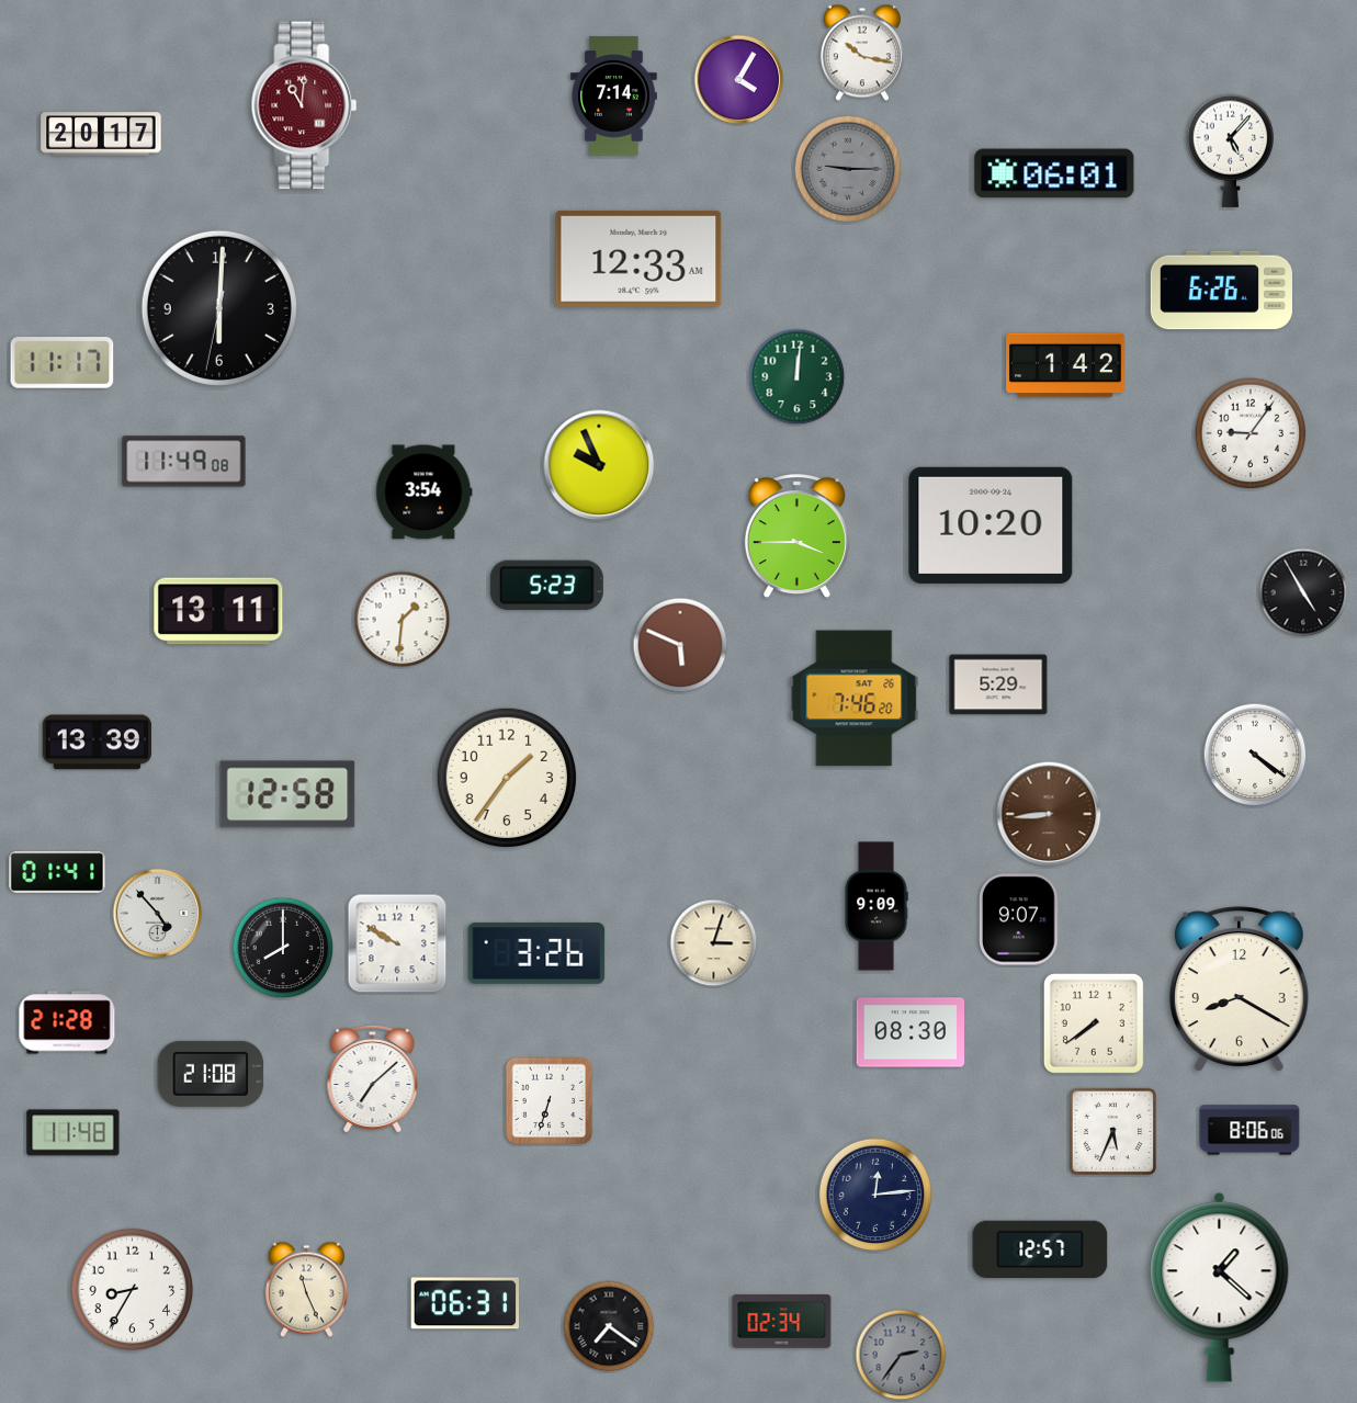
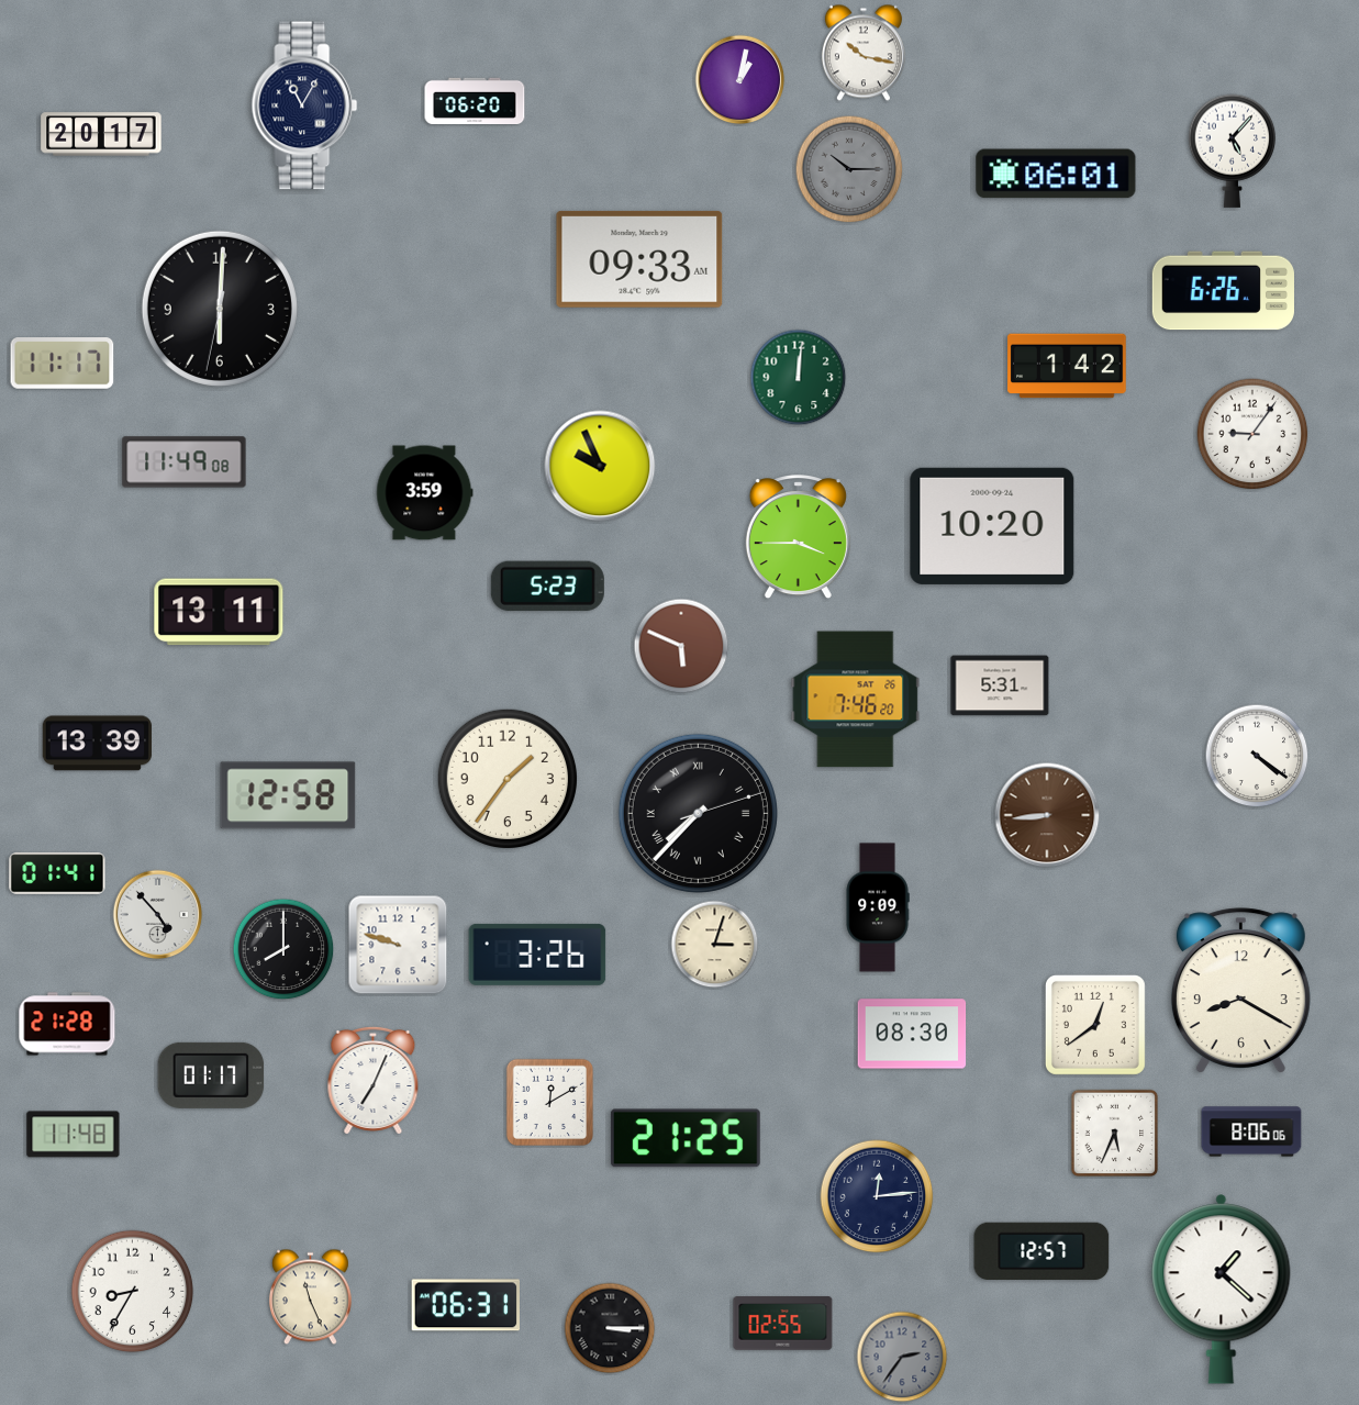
clock at (739, 80): 4:05 -> 1:02
clock at (613, 97): 7:14 -> none
clock at (475, 100): none -> 06:20
clock at (304, 105): 11:01 -> 11:05
clock at (304, 105) dial: burgundy -> navy
clock at (848, 169): 9:15 -> 10:15
clock at (638, 259): 12:33 -> 09:33
clock at (425, 493): 3:54 -> 3:59
clock at (1303, 592): 4:55 -> none
clock at (403, 620): 1:31 -> none
clock at (998, 684): 5:29 -> 5:31
clock at (698, 813): none -> 7:37
clock at (1049, 814) position: (1049, 814) -> (1047, 815)
clock at (1020, 919): 9:07 -> none
clock at (397, 943): 9:50 -> 9:48
clock at (1094, 1023): 7:39 -> 12:39
clock at (211, 1074): 21:08 -> 01:17
clock at (373, 1078): 7:08 -> 7:04
clock at (549, 1100): 6:33 -> 12:10
clock at (686, 1138): none -> 21:25
clock at (306, 1290) position: (306, 1290) -> (310, 1297)
clock at (782, 1322): 02:34 -> 02:55
clock at (609, 1326): 7:21 -> 3:15
